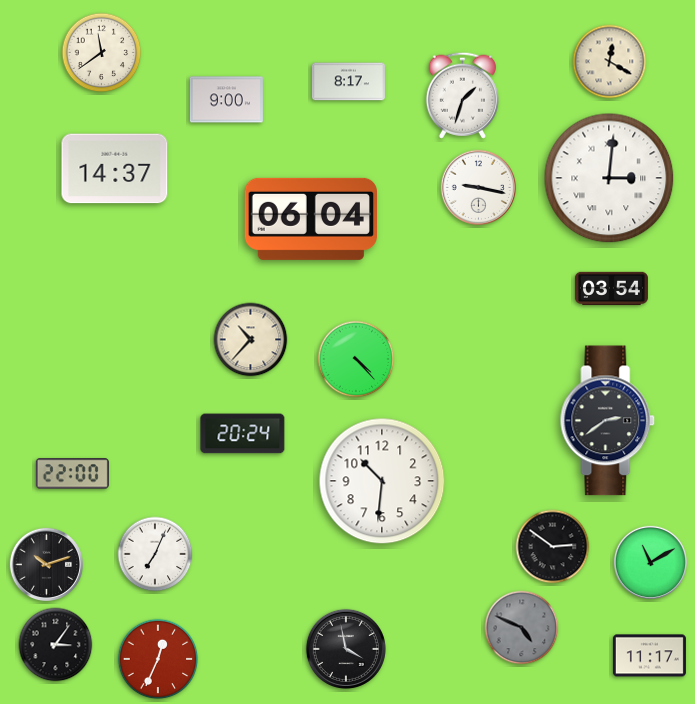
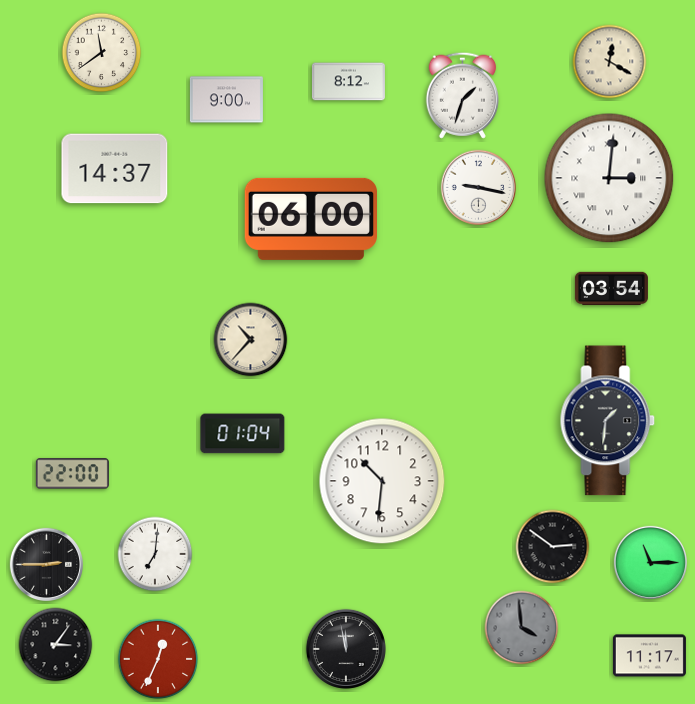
clock at (348, 82): 8:17 -> 8:12
clock at (310, 219): 06:04 -> 06:00
clock at (356, 359): 4:23 -> none
clock at (608, 421): 2:39 -> 1:31
clock at (243, 434): 20:24 -> 01:04
clock at (155, 554): 7:04 -> 7:01
clock at (650, 562): 11:10 -> 11:15
clock at (46, 564): 10:12 -> 2:45
clock at (522, 628): 4:49 -> 3:59
clock at (346, 649): 3:58 -> 11:58
